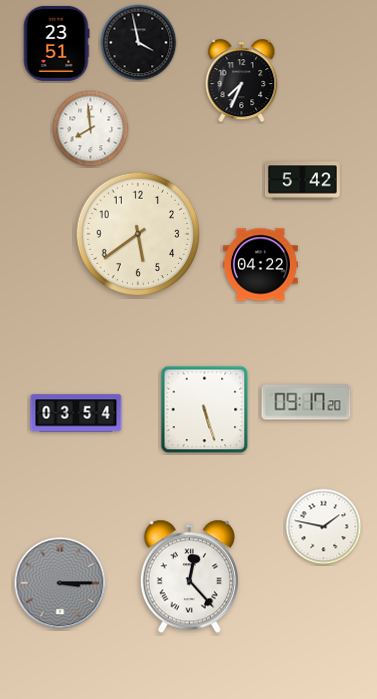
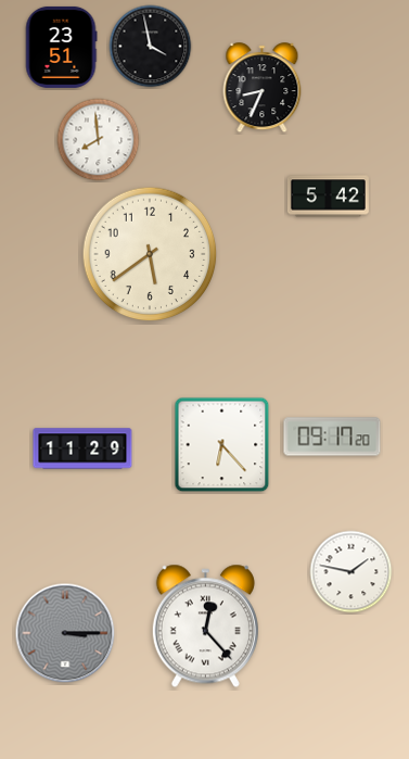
clock at (242, 81): 7:34 -> 8:34
clock at (260, 265): 04:22 -> none
clock at (205, 410): 5:27 -> 6:23
clock at (76, 413): 03:54 -> 11:29
